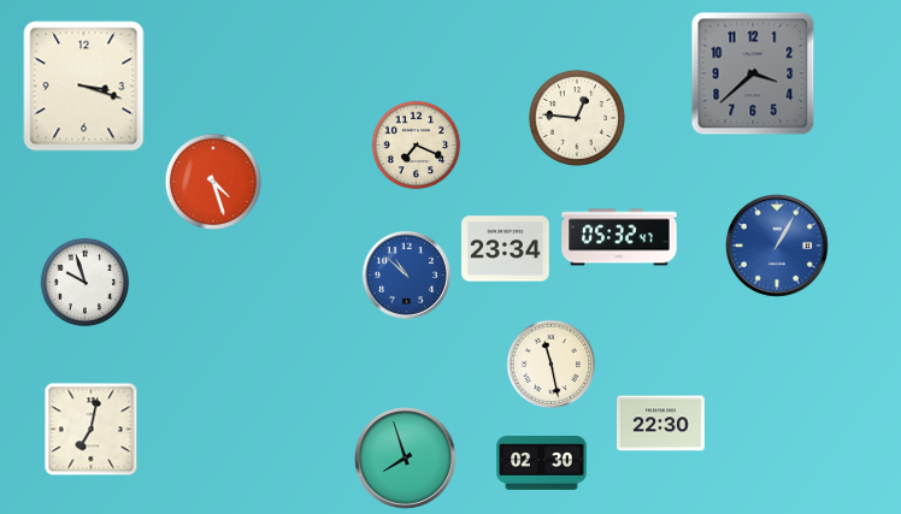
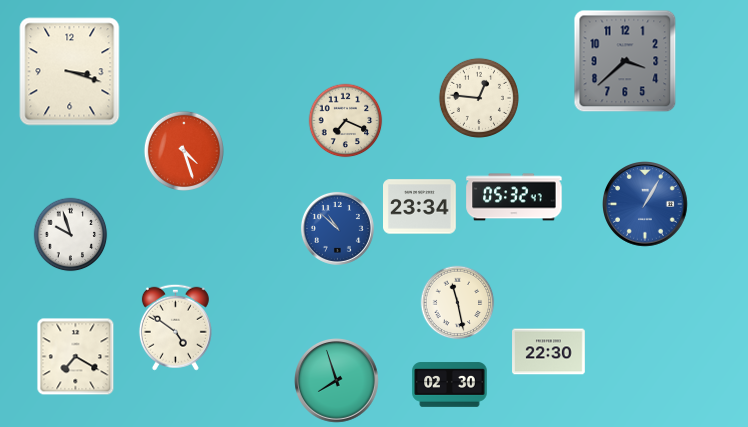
clock at (213, 182) position: (213, 182) -> (184, 151)
clock at (175, 327): none -> 4:51
clock at (92, 430): 7:02 -> 7:20
